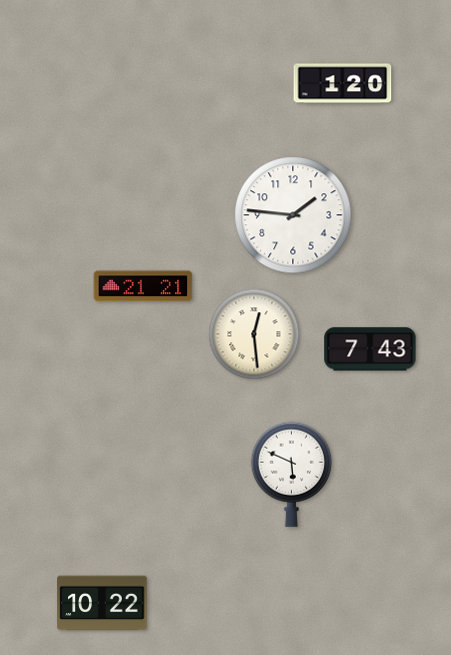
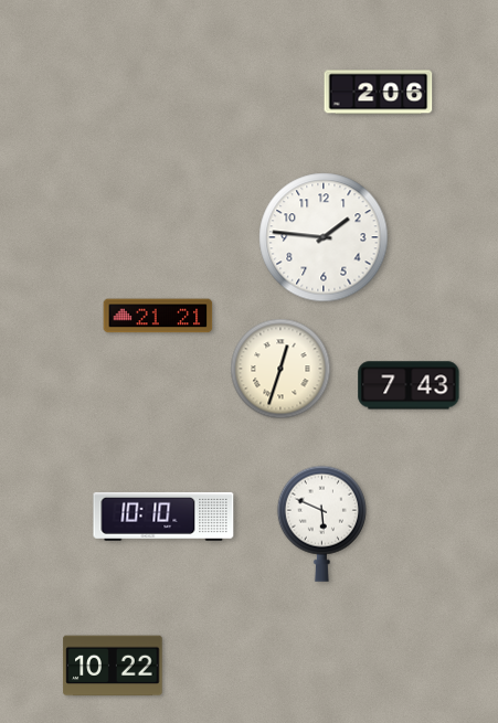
clock at (343, 84): 1:20 -> 2:06
clock at (254, 334): 12:29 -> 12:33
clock at (163, 517): none -> 10:10
